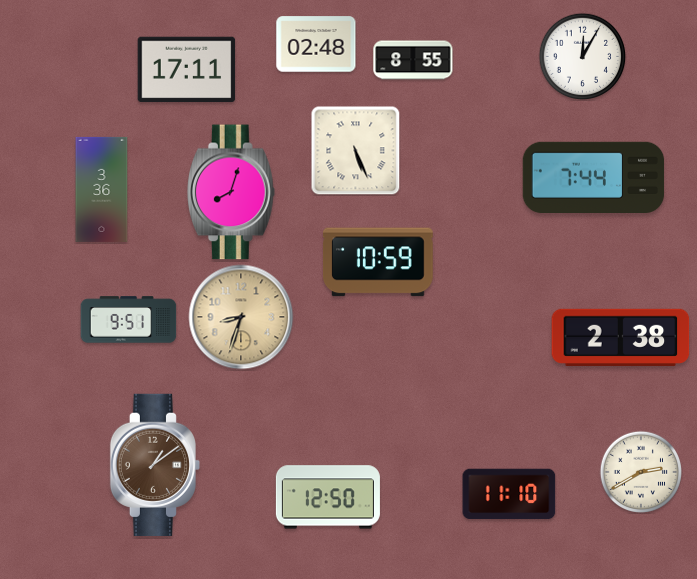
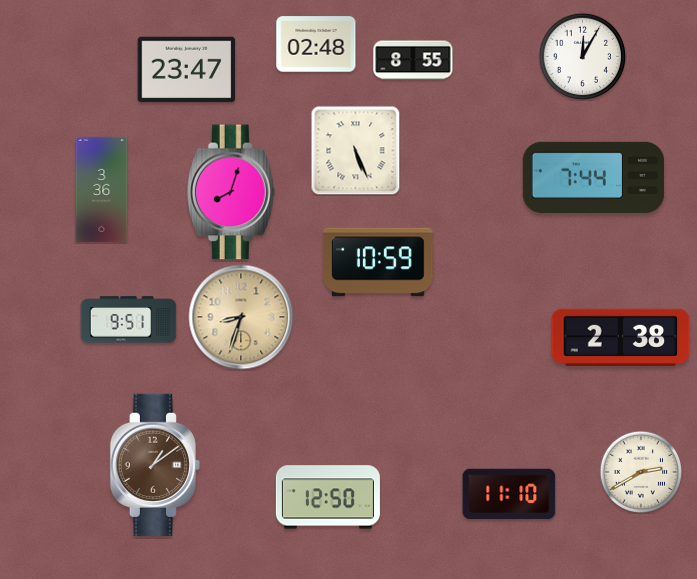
clock at (187, 70): 17:11 -> 23:47
